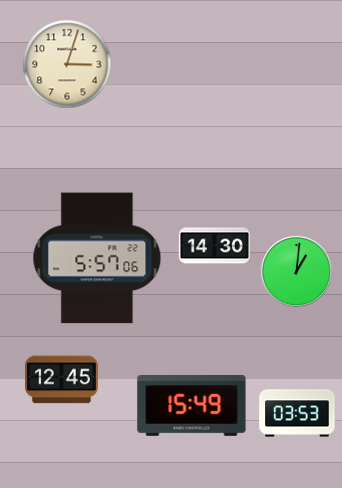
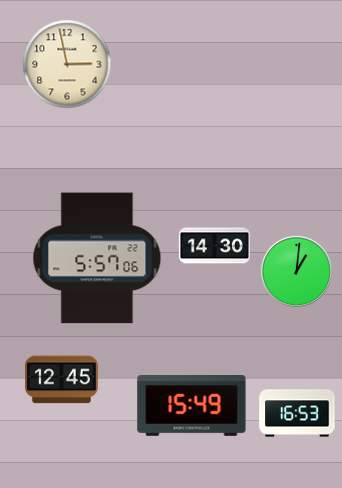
clock at (67, 64): 3:03 -> 2:58
clock at (297, 413): 03:53 -> 16:53
